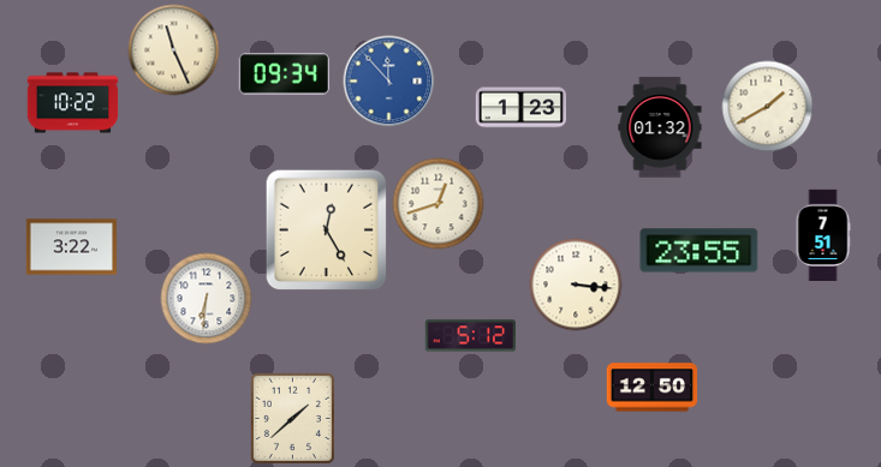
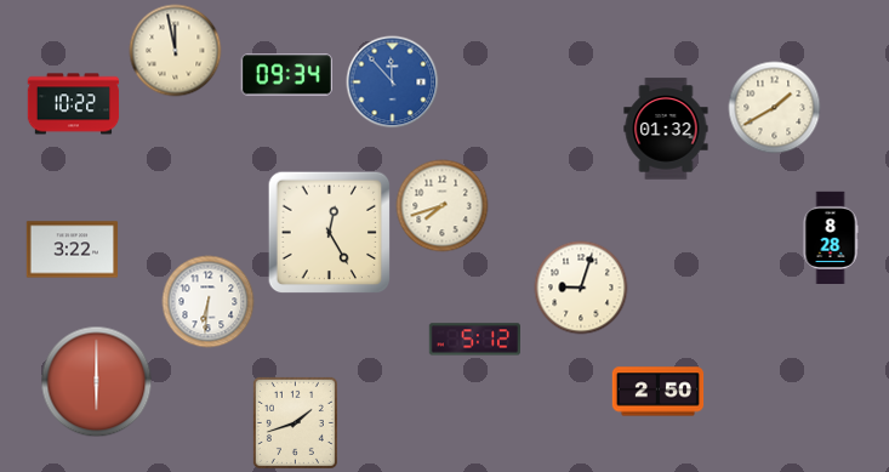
clock at (174, 50): 11:26 -> 11:58
clock at (522, 108): 1:23 -> none
clock at (439, 204): 12:42 -> 7:42
clock at (823, 234): 7:51 -> 8:28
clock at (700, 251): 23:55 -> none
clock at (576, 285): 3:16 -> 9:03
clock at (97, 382): none -> 6:00
clock at (653, 388): 12:50 -> 2:50
clock at (292, 418): 1:38 -> 1:42
